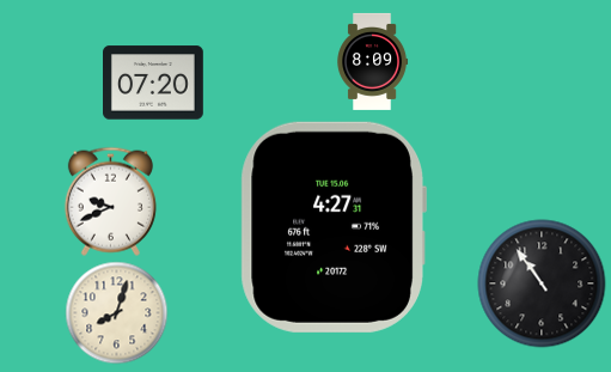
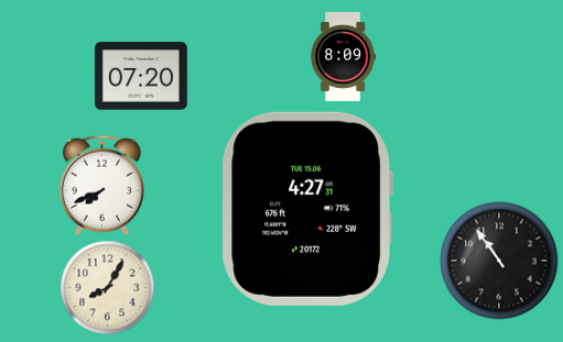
clock at (110, 201): 9:41 -> 7:41
clock at (117, 313): 8:03 -> 8:05
